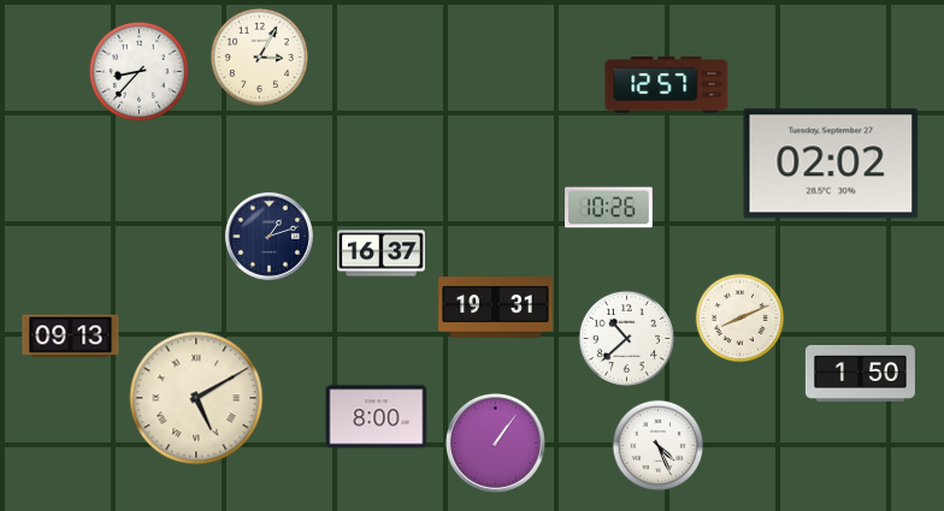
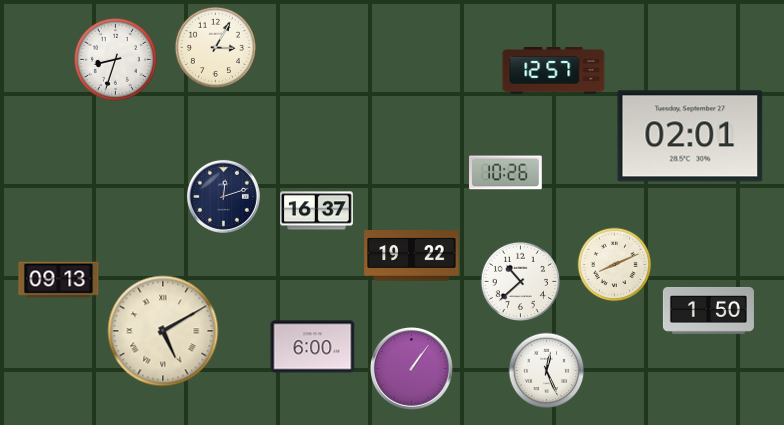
clock at (138, 71): 8:37 -> 8:33
clock at (831, 164): 02:02 -> 02:01
clock at (269, 236): 1:12 -> 12:12
clock at (496, 308): 19:31 -> 19:22
clock at (860, 373) position: (860, 373) -> (708, 310)
clock at (377, 417): 8:00 -> 6:00
clock at (659, 446): 4:26 -> 12:26
